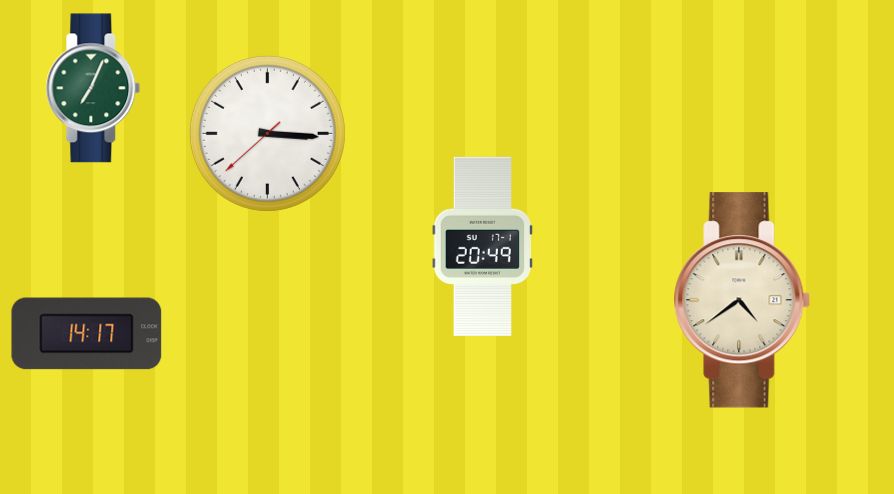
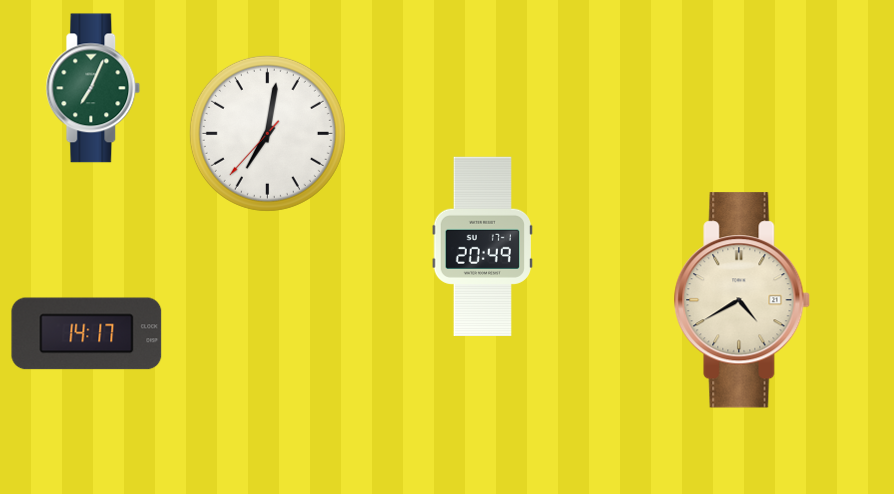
clock at (267, 133): 3:15 -> 7:01
clock at (742, 300): 4:39 -> 4:40
